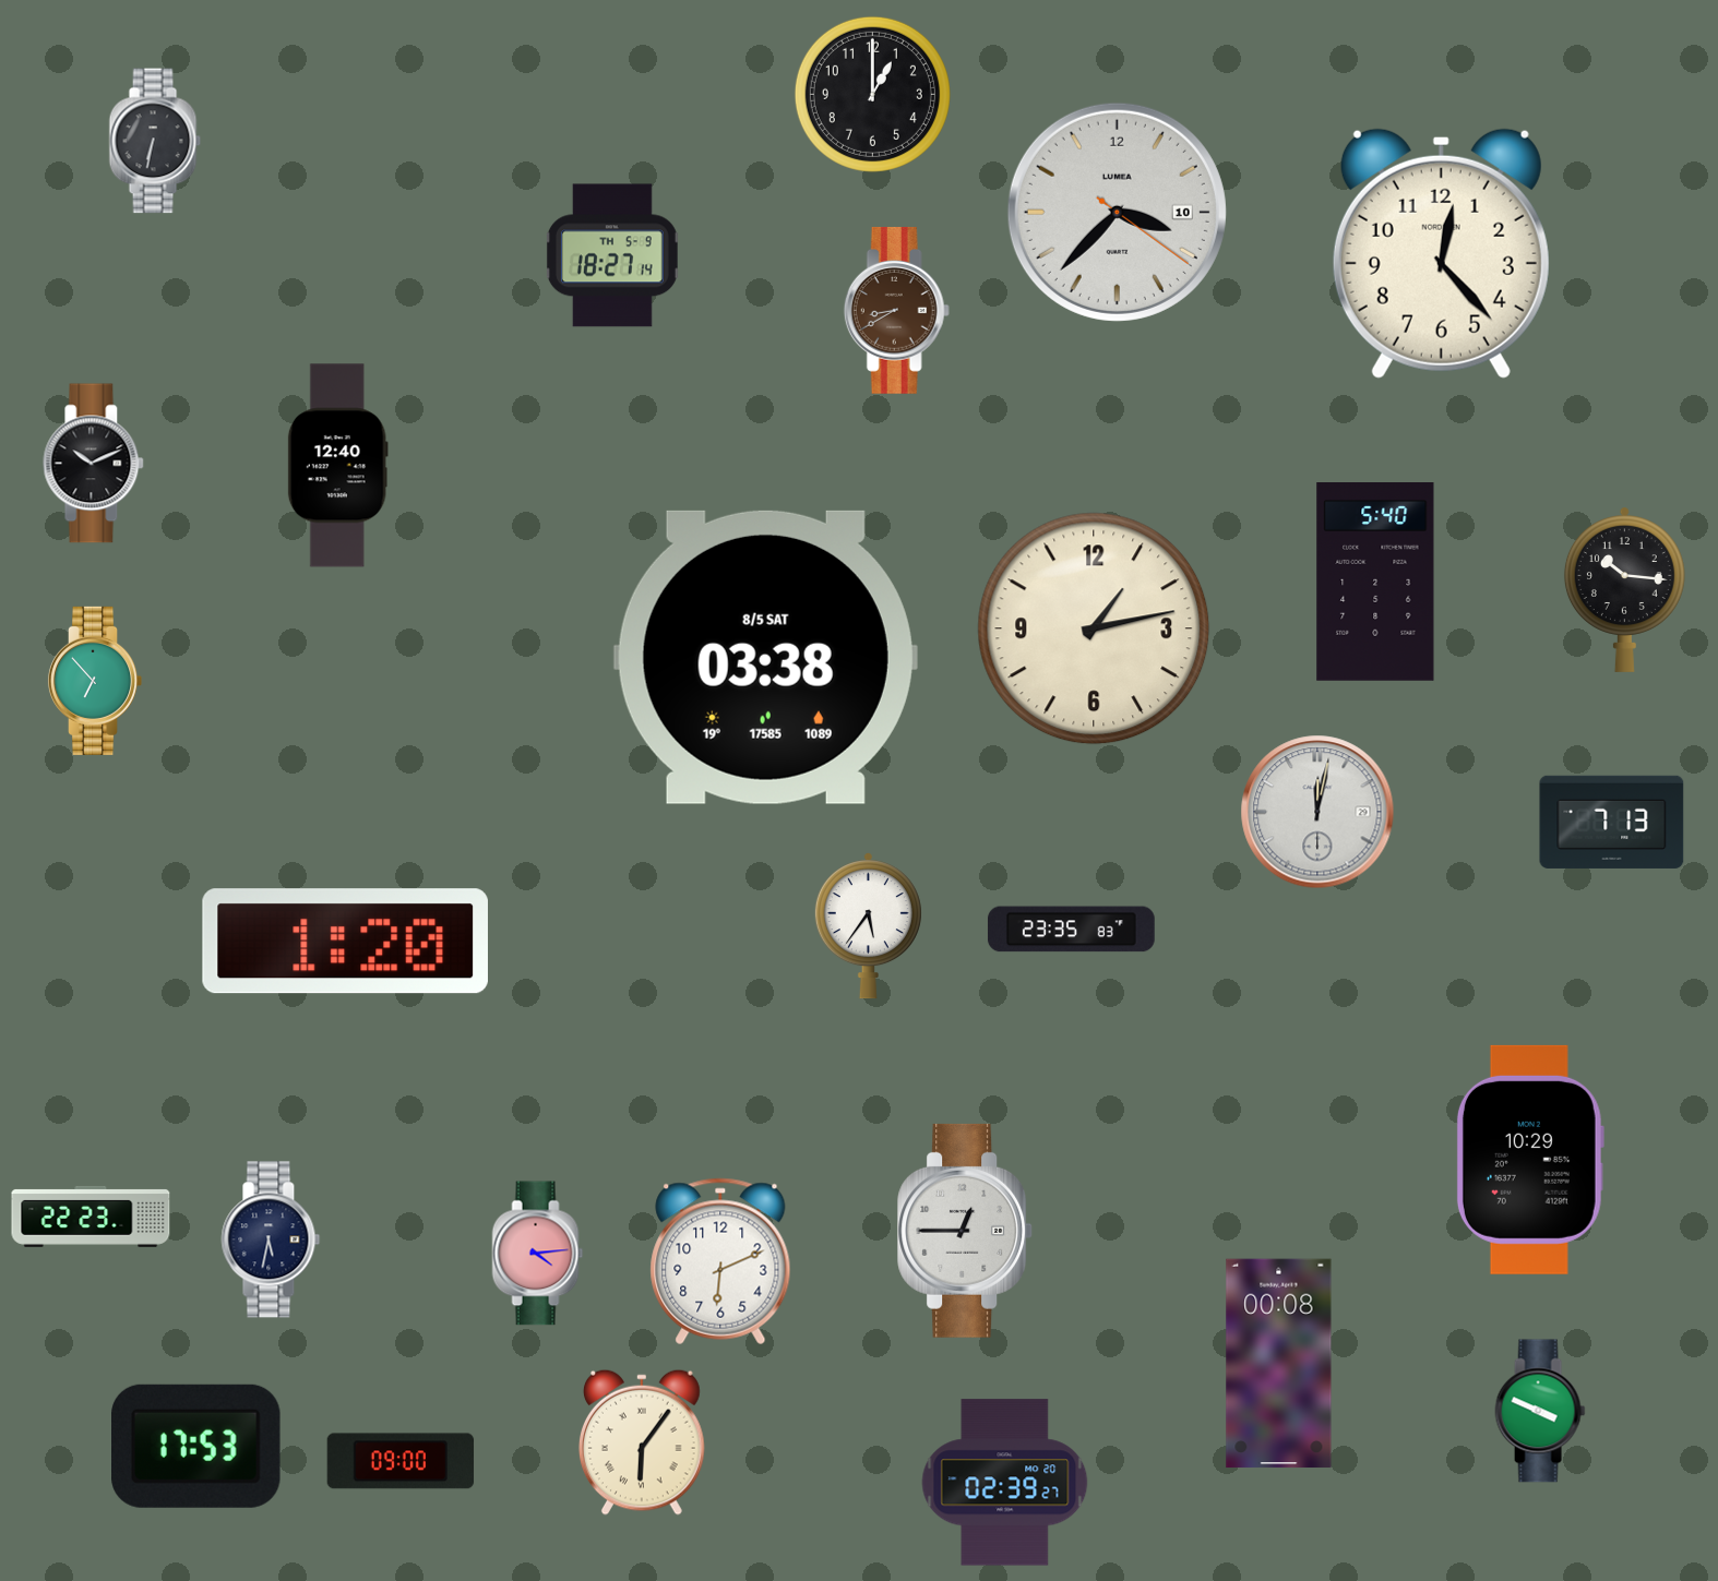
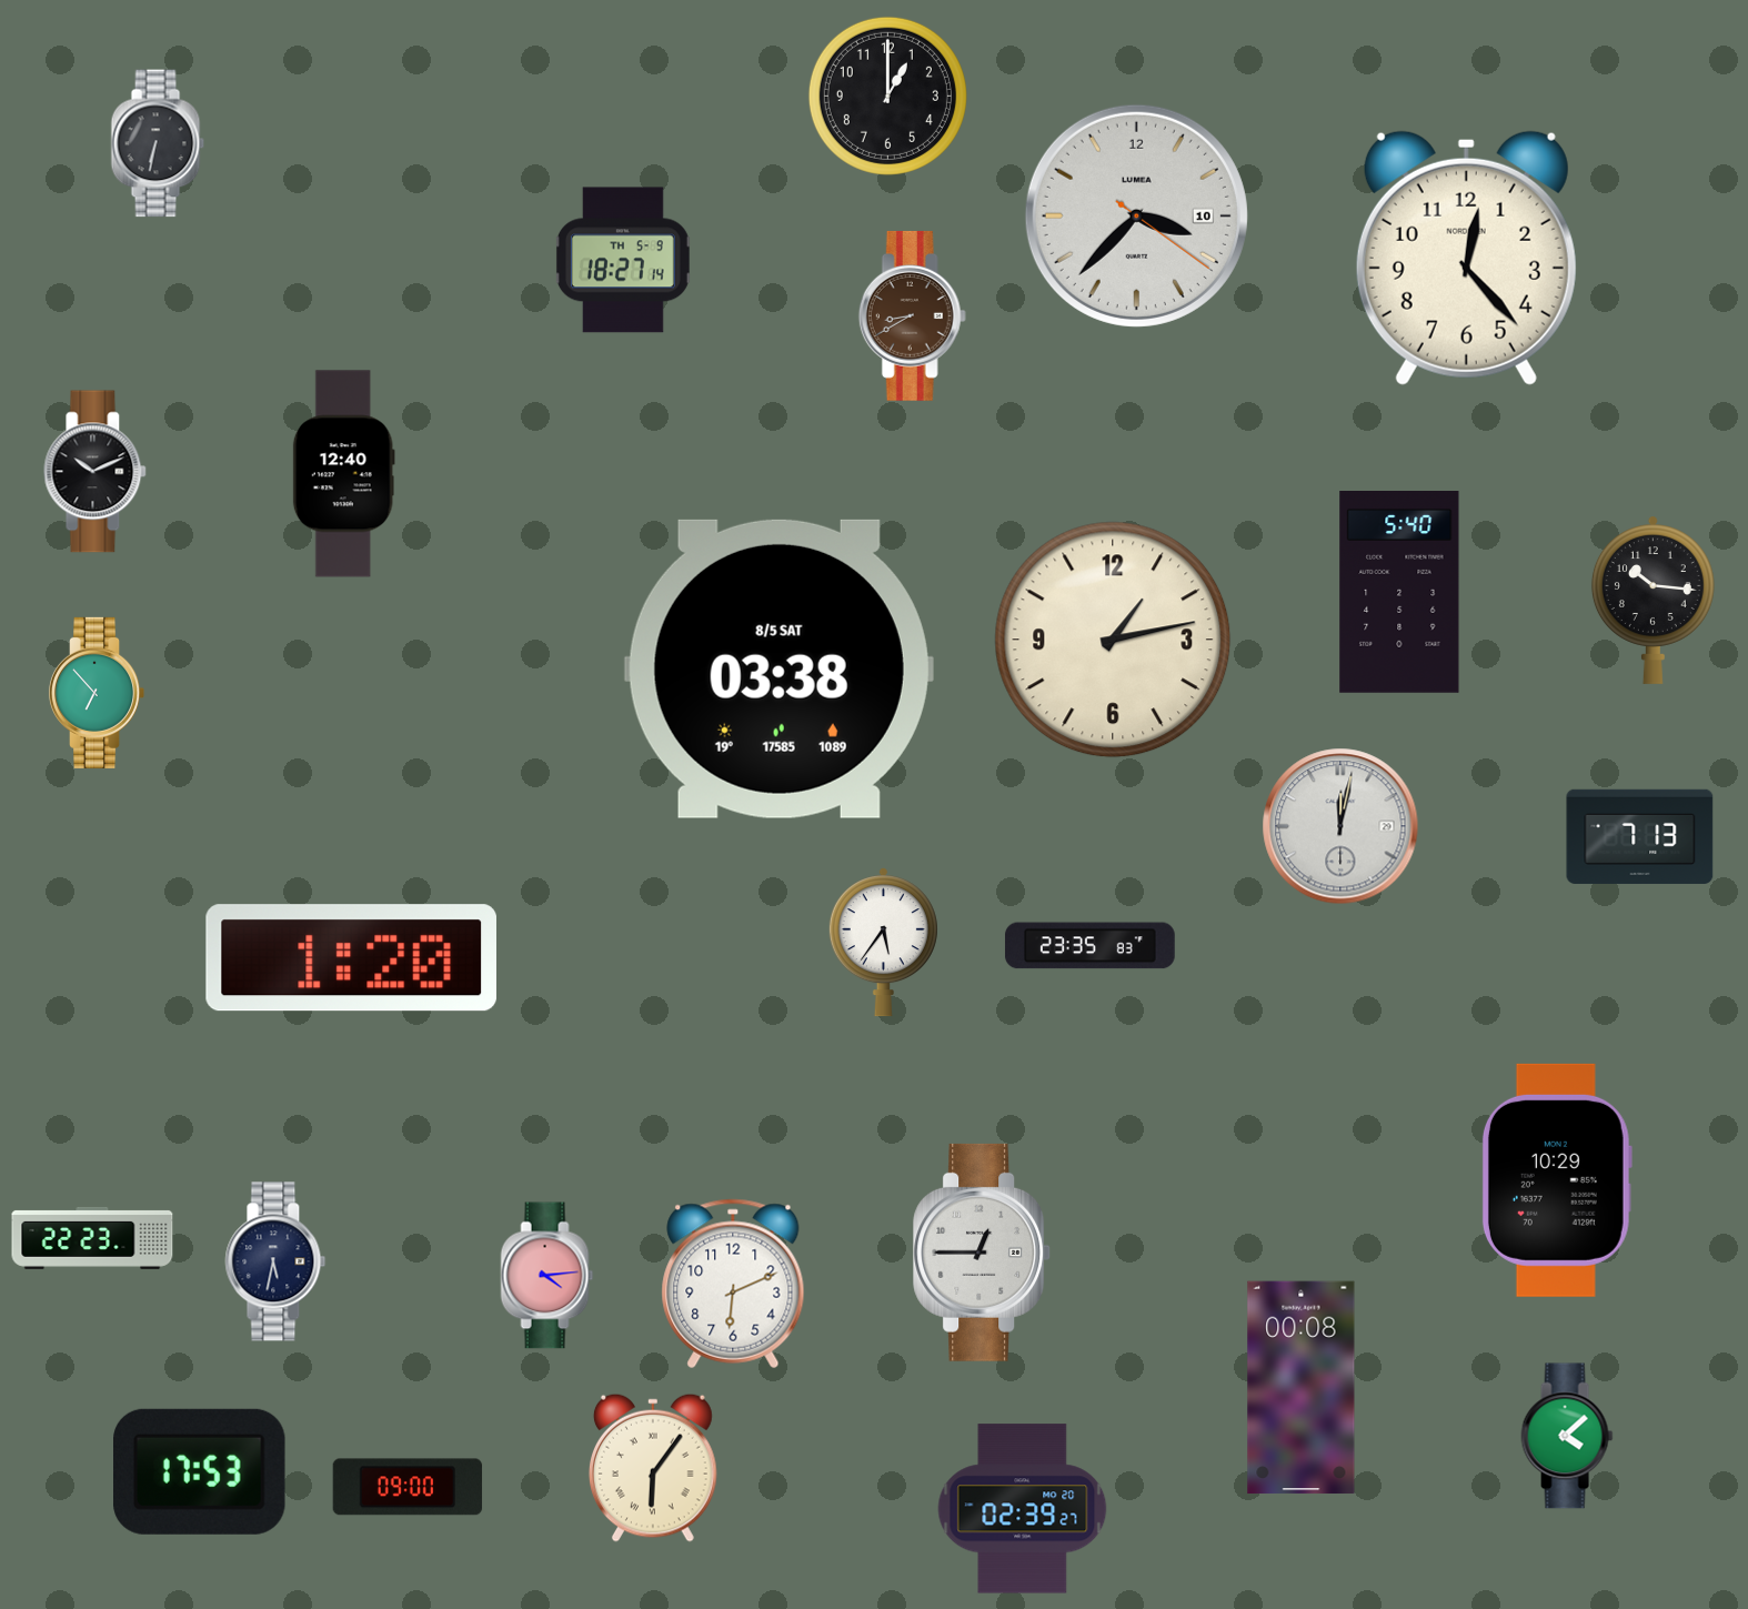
clock at (1540, 1411): 3:49 -> 4:08
